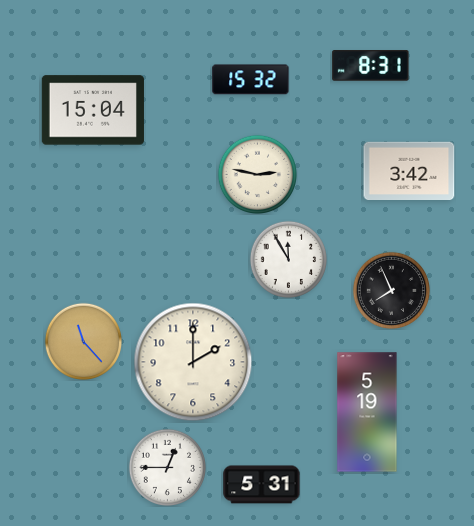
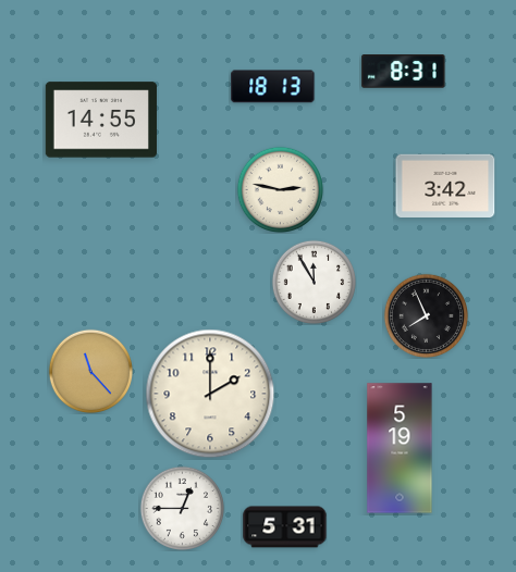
clock at (251, 80): 15:32 -> 18:13
clock at (93, 110): 15:04 -> 14:55
